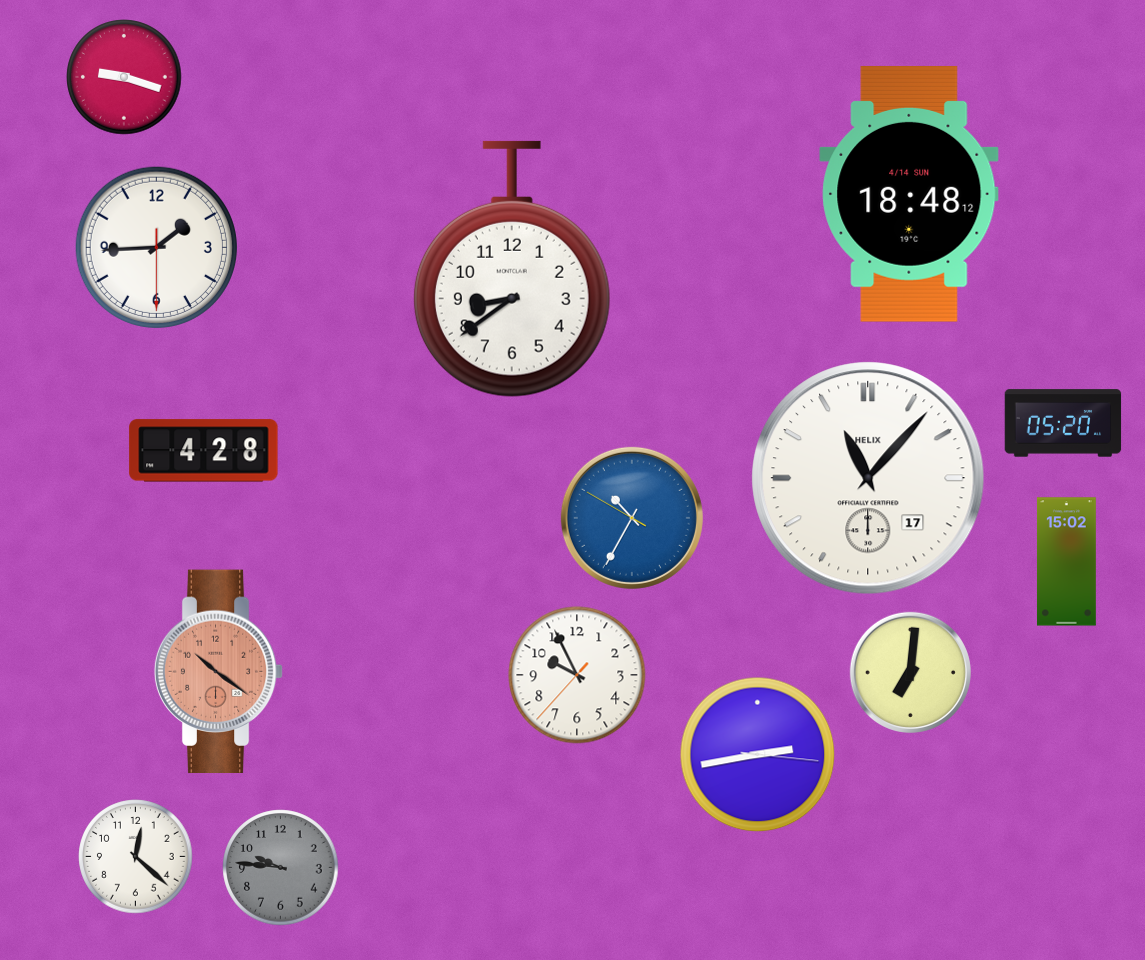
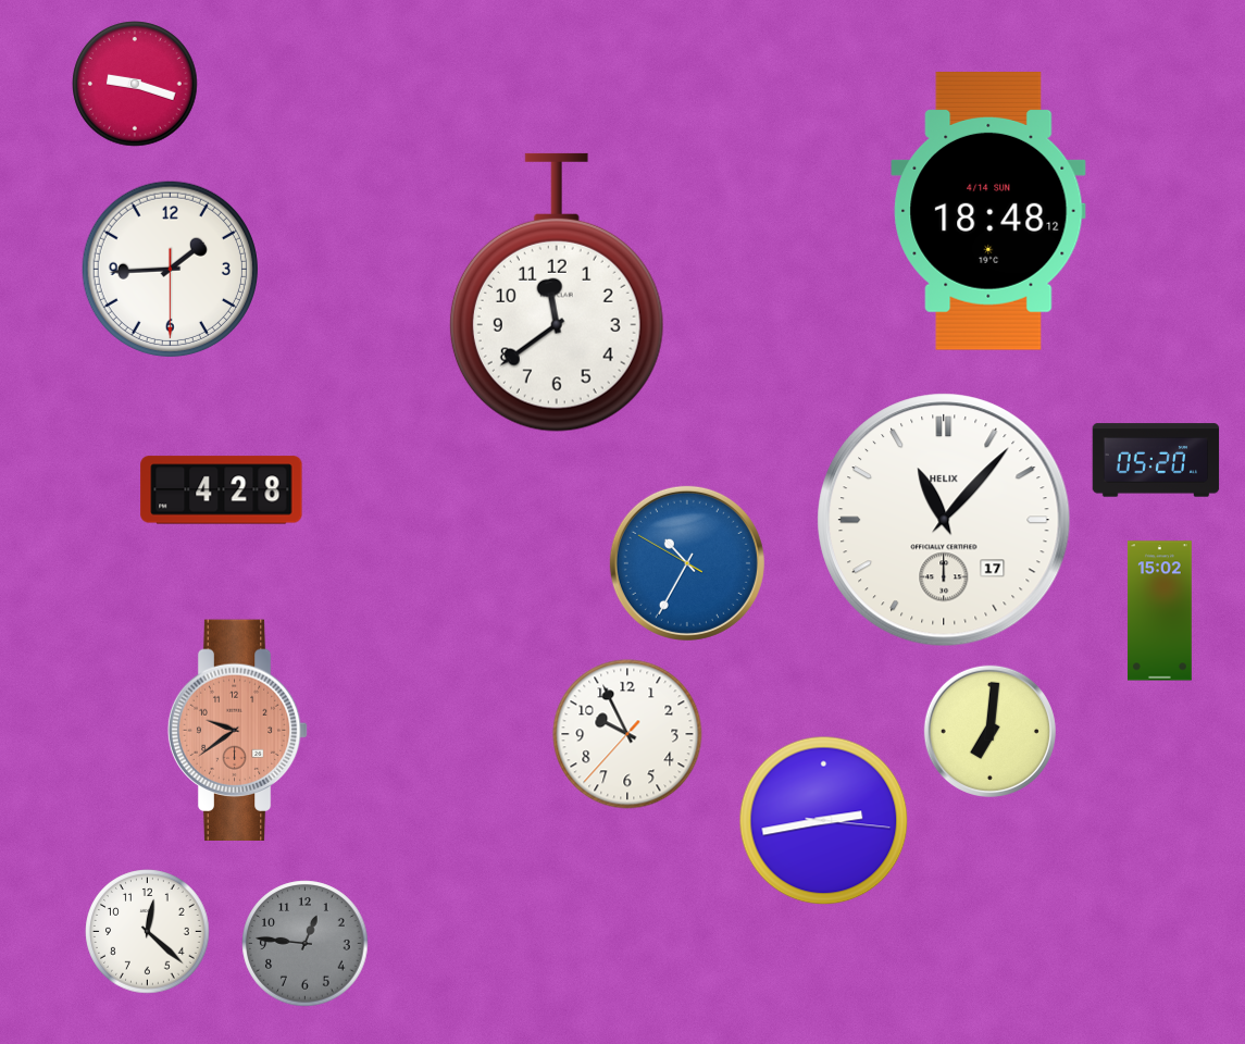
clock at (512, 269): 8:39 -> 11:39
clock at (219, 671): 10:21 -> 9:39
clock at (281, 868): 9:46 -> 12:46
